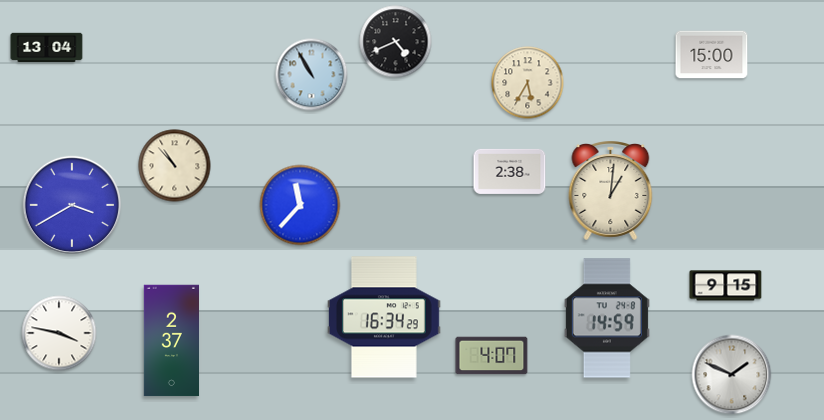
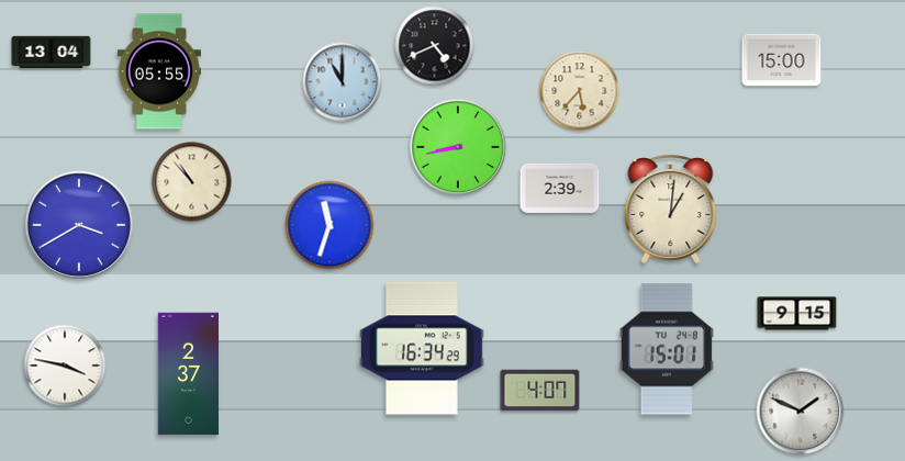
clock at (159, 71): none -> 05:55
clock at (312, 75): 10:55 -> 11:00
clock at (528, 83): 5:35 -> 5:37
clock at (458, 147): none -> 8:43
clock at (510, 171): 2:38 -> 2:39
clock at (300, 205): 11:37 -> 11:33
clock at (607, 318): 14:59 -> 15:01
clock at (732, 375) position: (732, 375) -> (801, 412)
